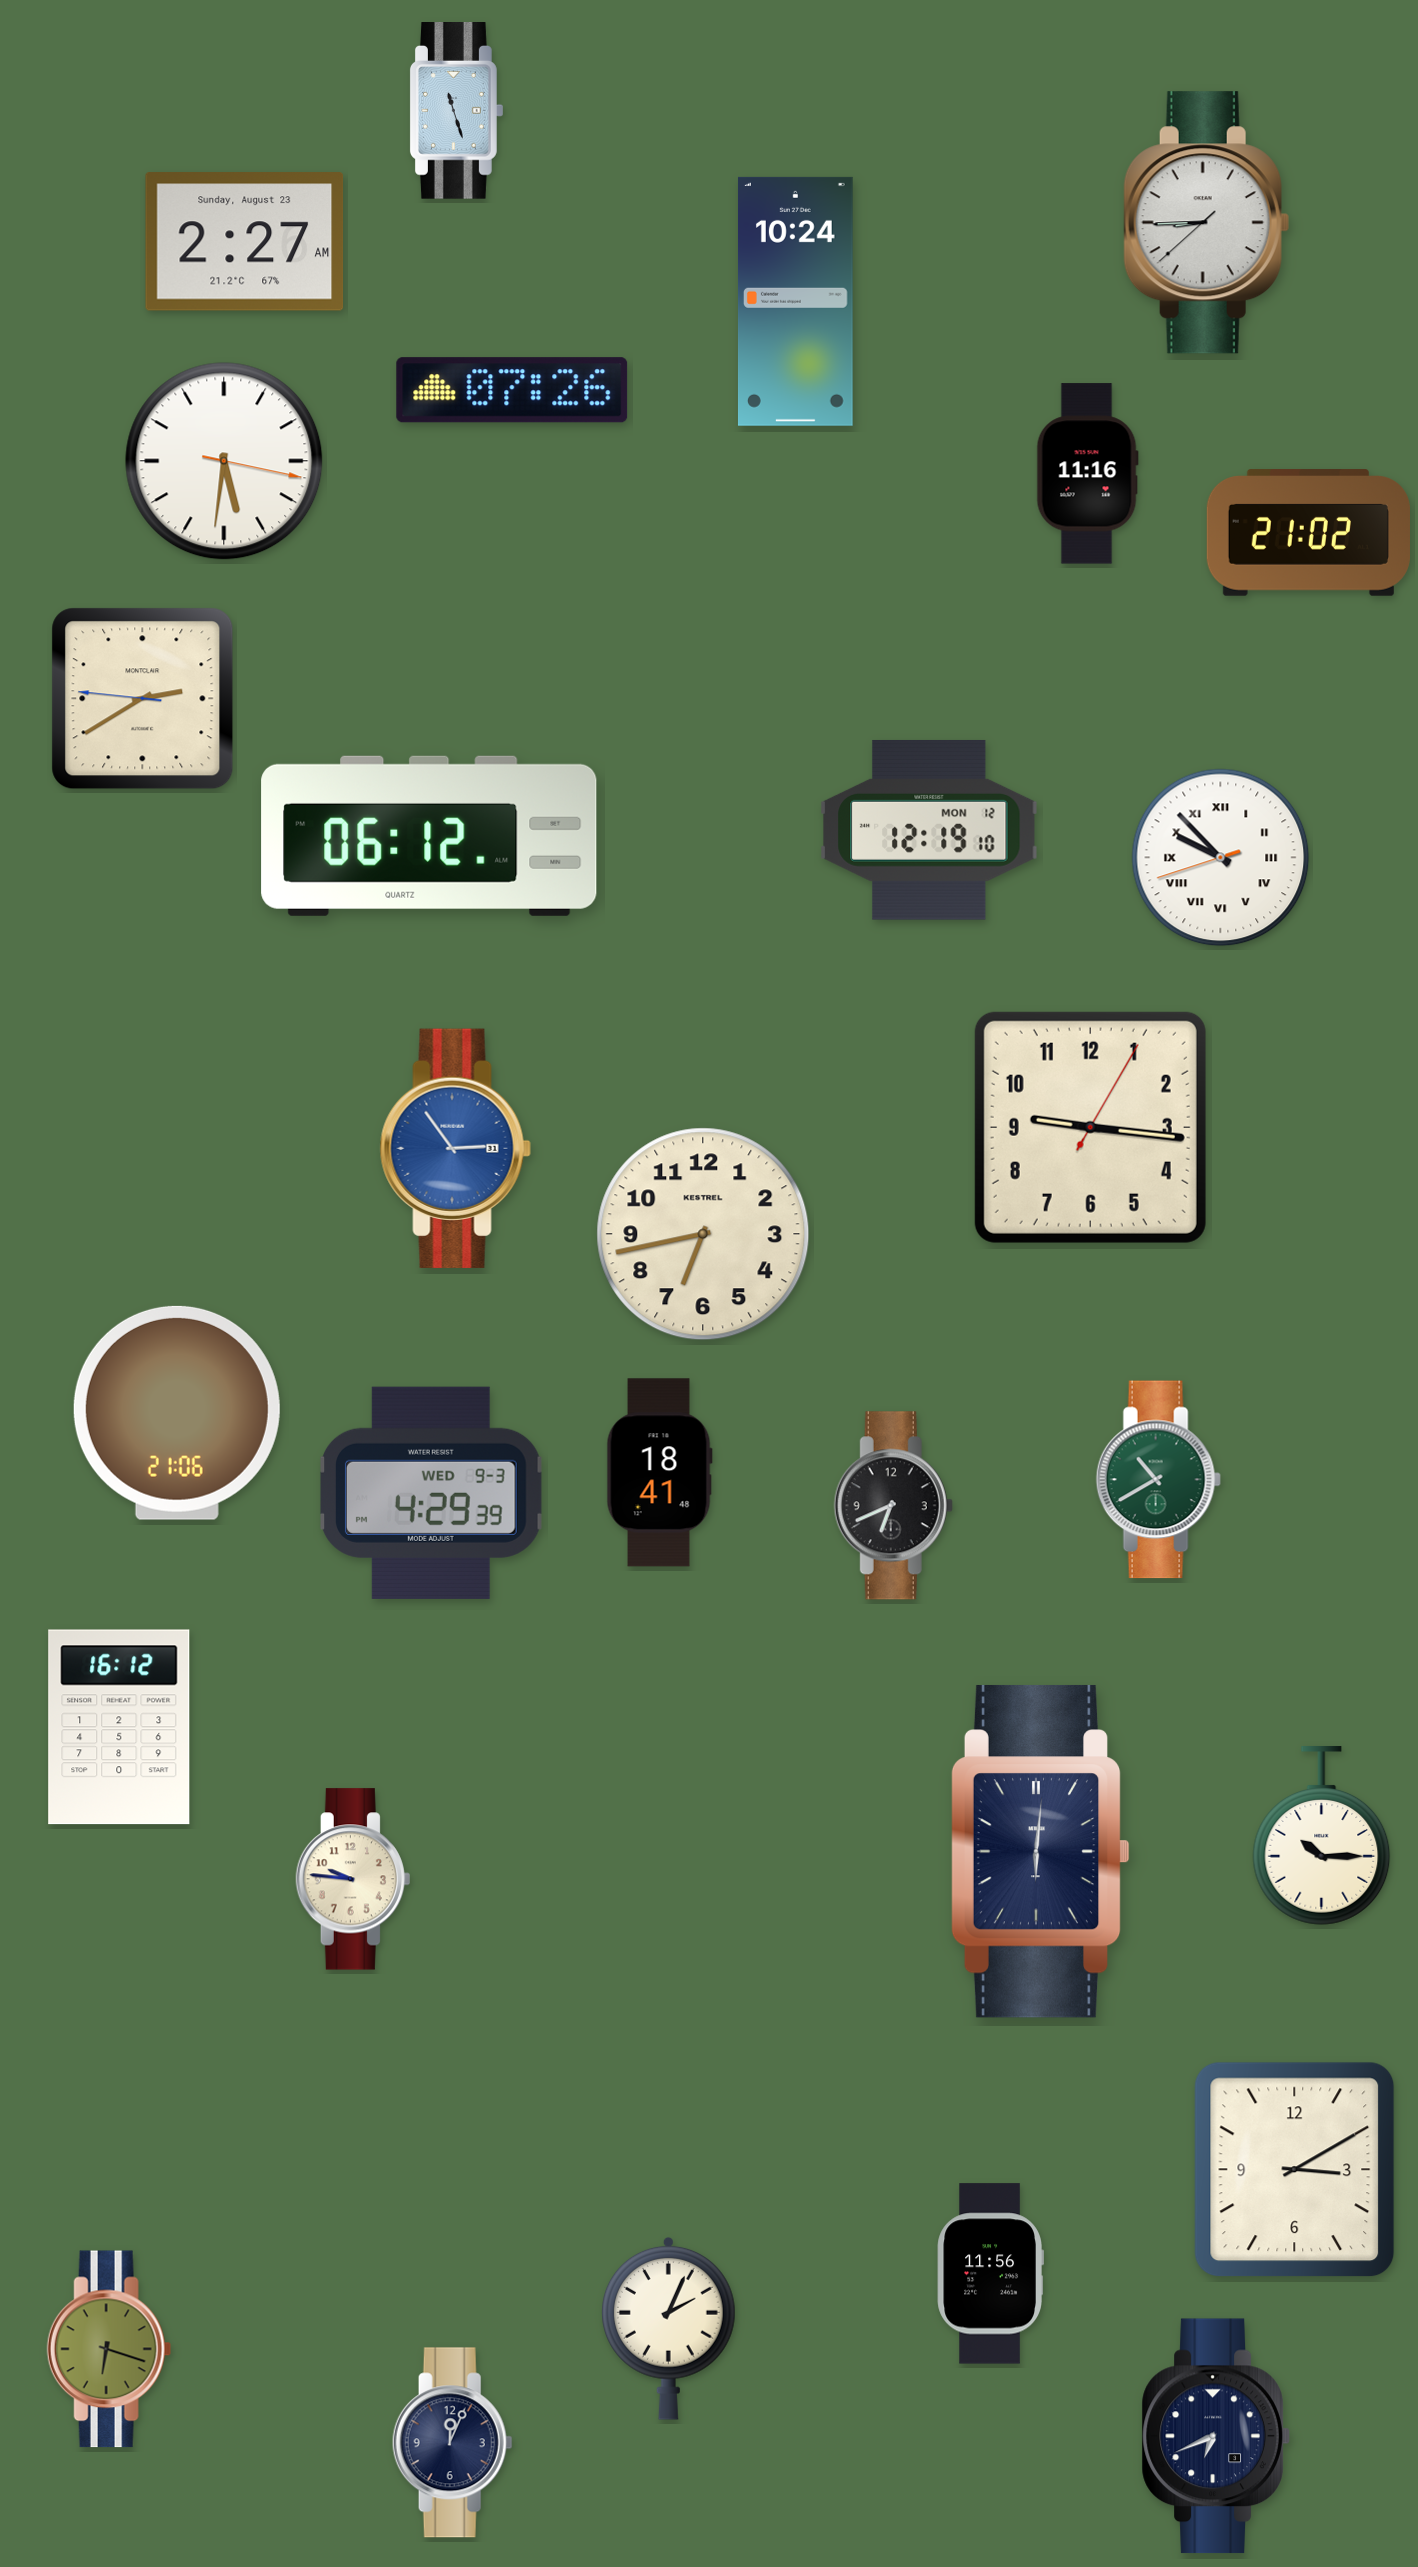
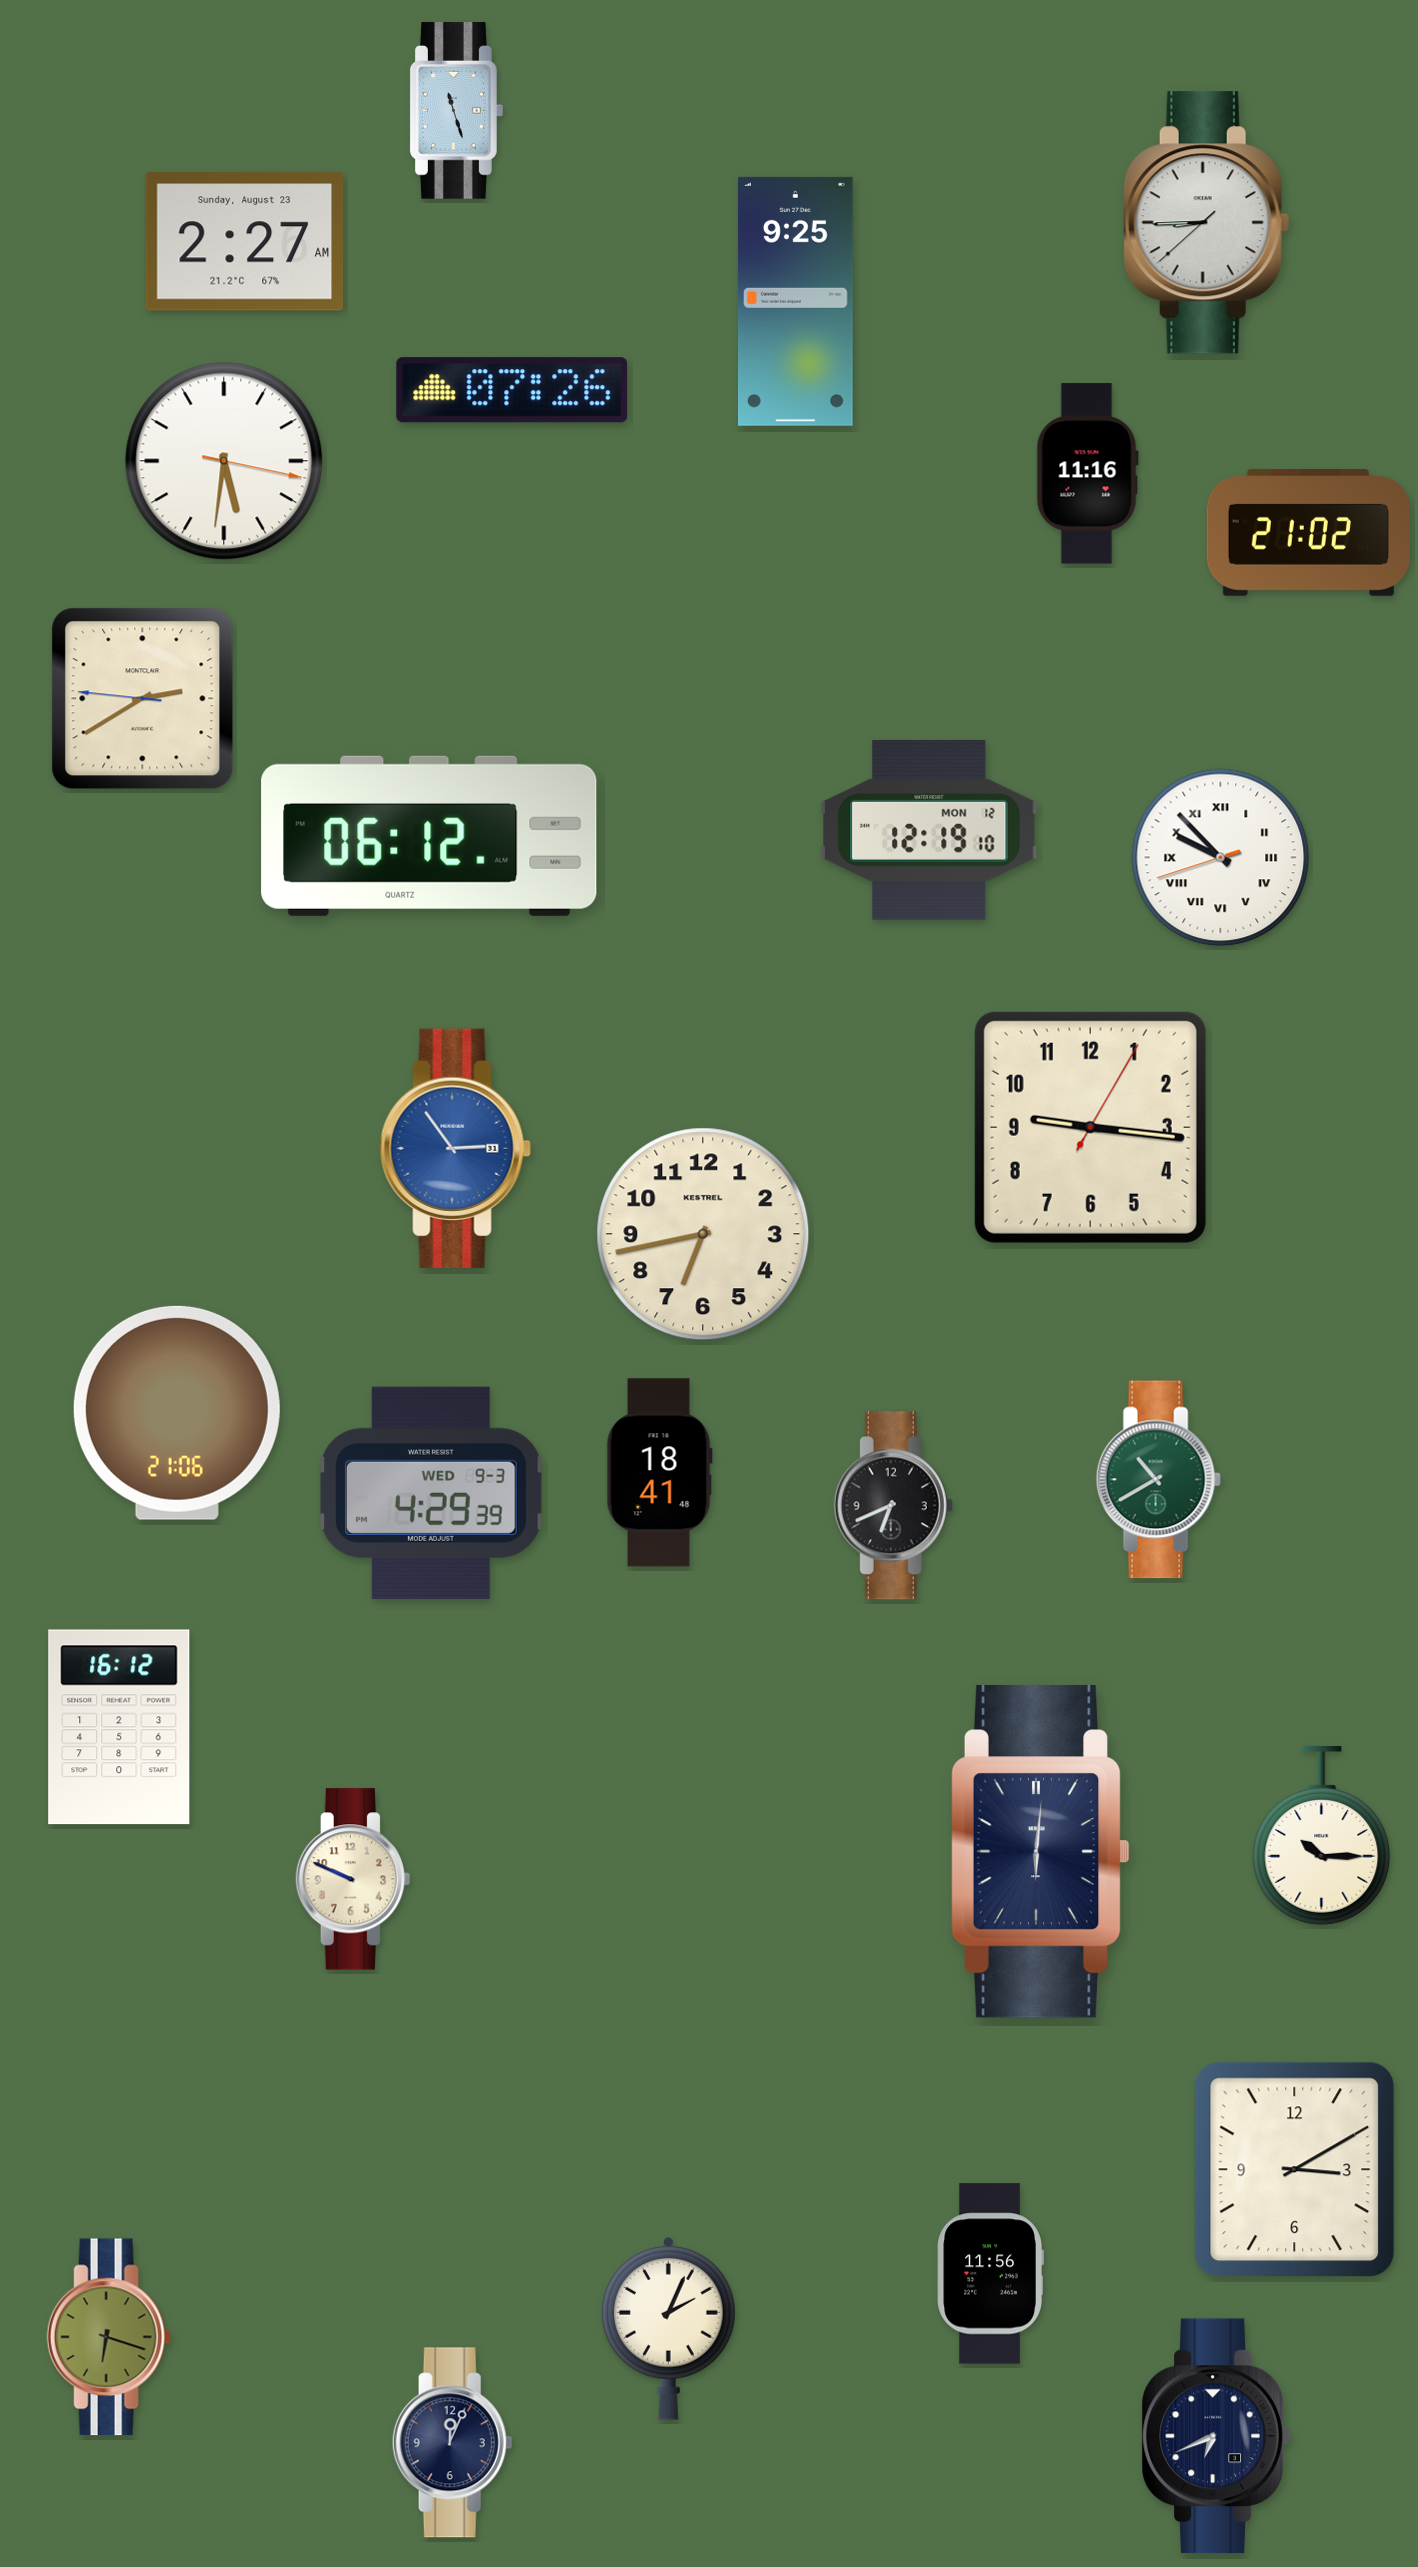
clock at (795, 301): 10:24 -> 9:25
clock at (353, 1879): 9:46 -> 9:49
clock at (109, 2349) position: (109, 2349) -> (109, 2337)
